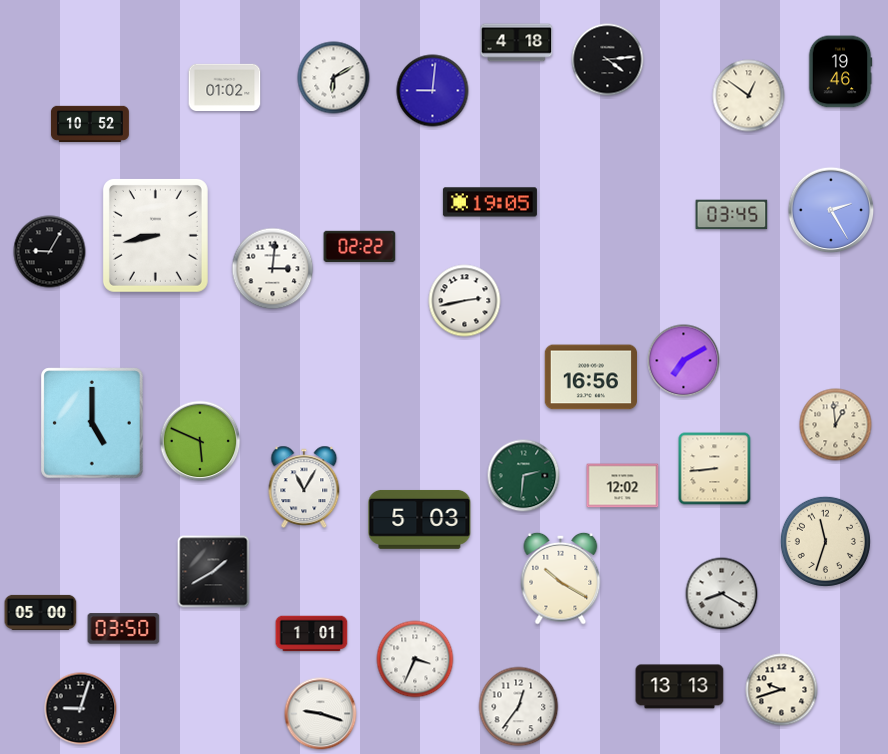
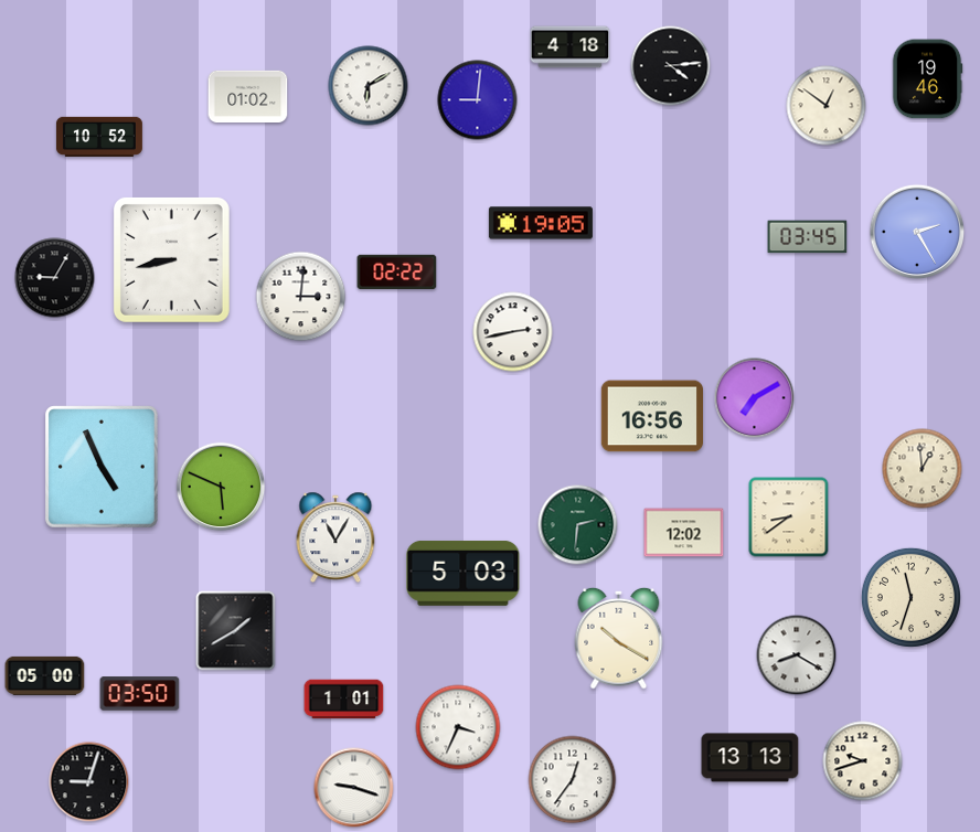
clock at (92, 423): 5:00 -> 4:56
clock at (715, 469): 8:44 -> 8:39
clock at (623, 486) position: (623, 486) -> (684, 533)
clock at (124, 629) position: (124, 629) -> (140, 694)
